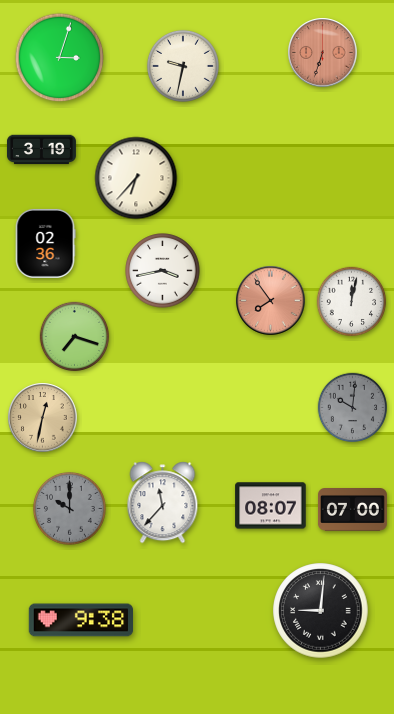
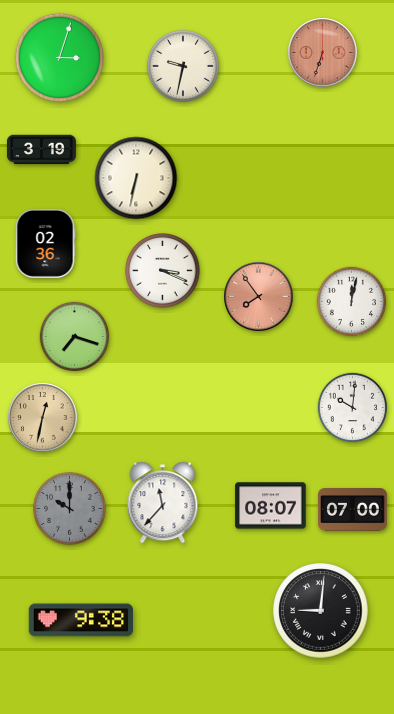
clock at (136, 178): 6:37 -> 6:32
clock at (163, 271): 3:43 -> 3:19
clock at (271, 301) position: (271, 301) -> (259, 297)
clock at (353, 408) dial: grey -> white
